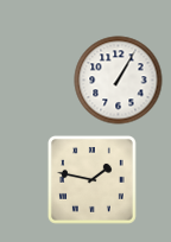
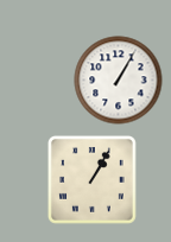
clock at (91, 179): 1:47 -> 1:05
